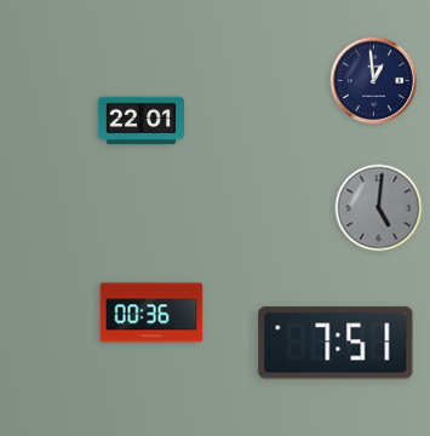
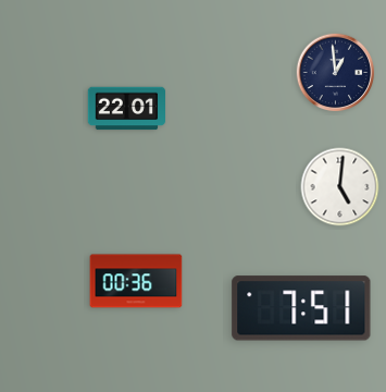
clock at (379, 208) dial: grey -> white
